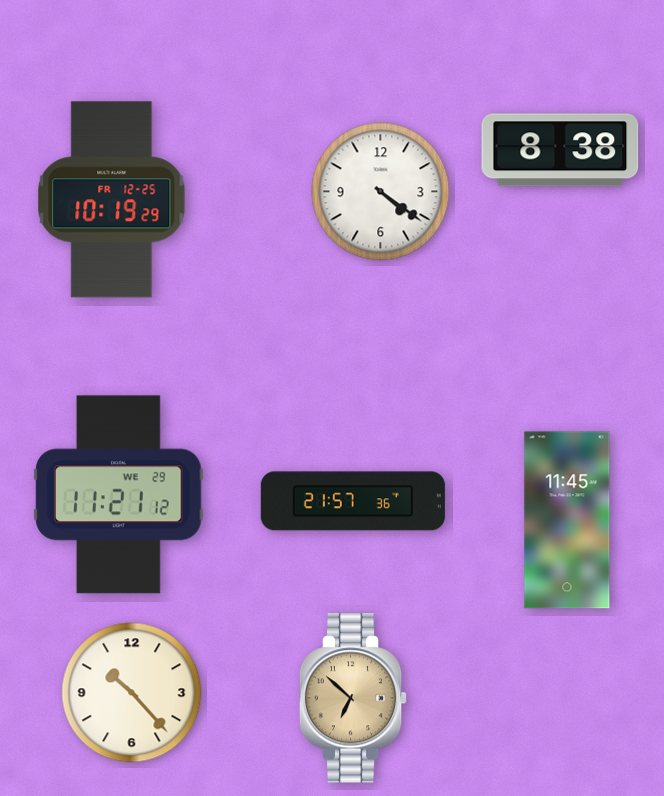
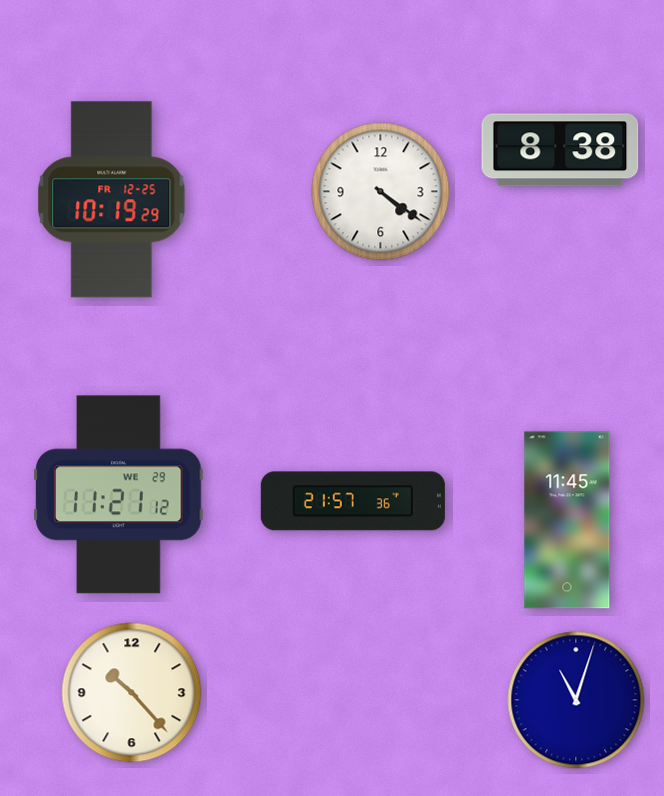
clock at (353, 698): 6:52 -> none
clock at (576, 700): none -> 11:03
